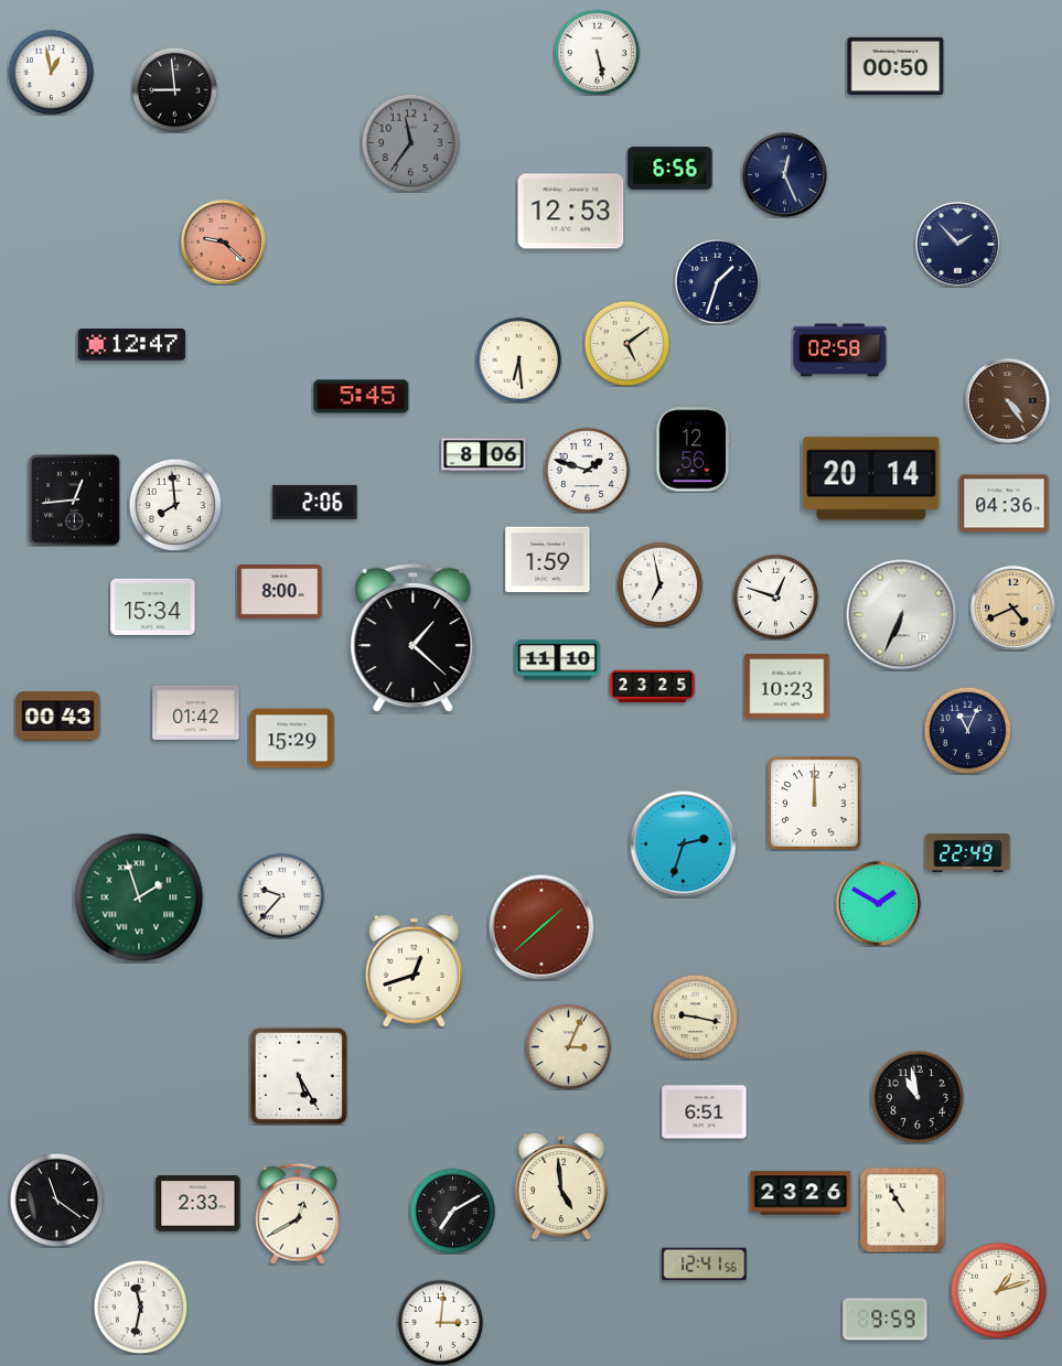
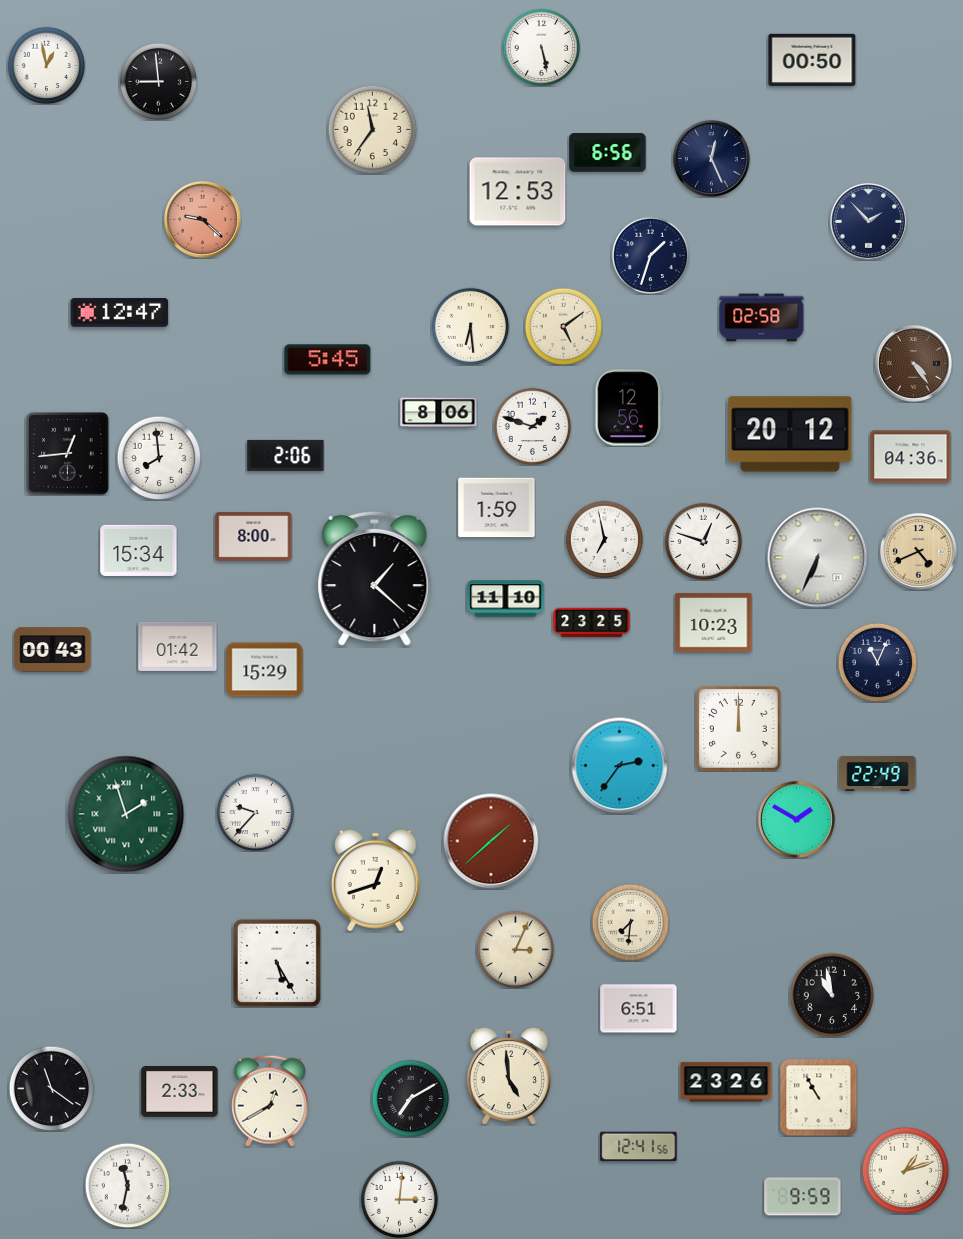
clock at (410, 142) dial: grey -> cream
clock at (626, 343) position: (626, 343) -> (563, 326)
clock at (871, 478): 20:14 -> 20:12
clock at (659, 584) position: (659, 584) -> (604, 539)
clock at (684, 845): 2:33 -> 2:36
clock at (695, 1017): 9:17 -> 7:31
clock at (299, 1076) position: (299, 1076) -> (277, 963)
